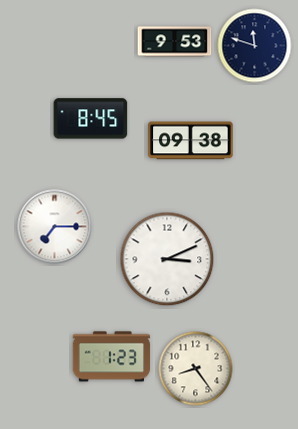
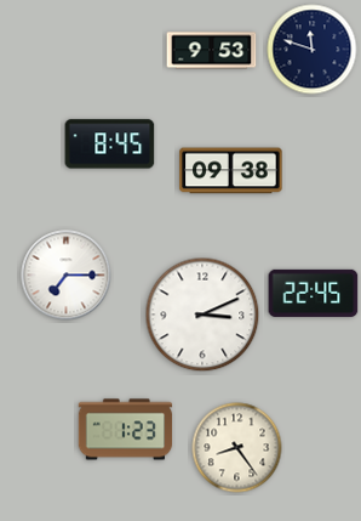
clock at (255, 46) position: (255, 46) -> (313, 50)
clock at (314, 293): none -> 22:45
clock at (112, 357) position: (112, 357) -> (126, 430)
